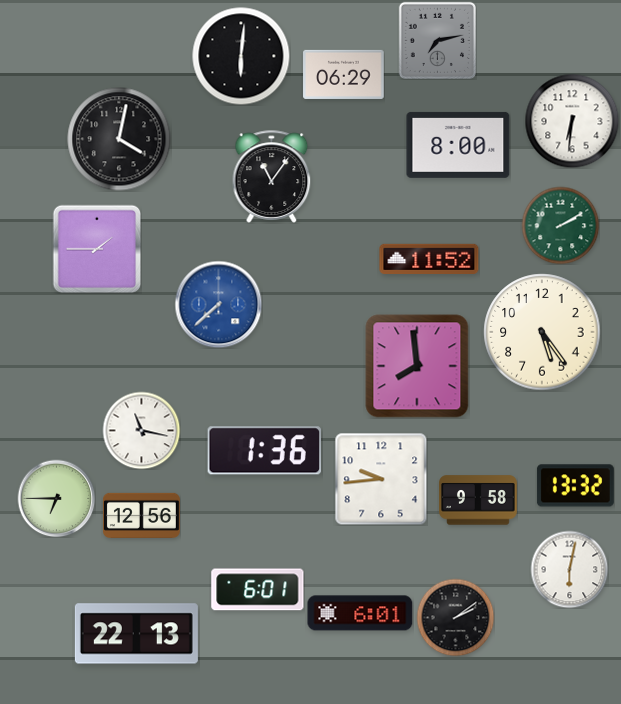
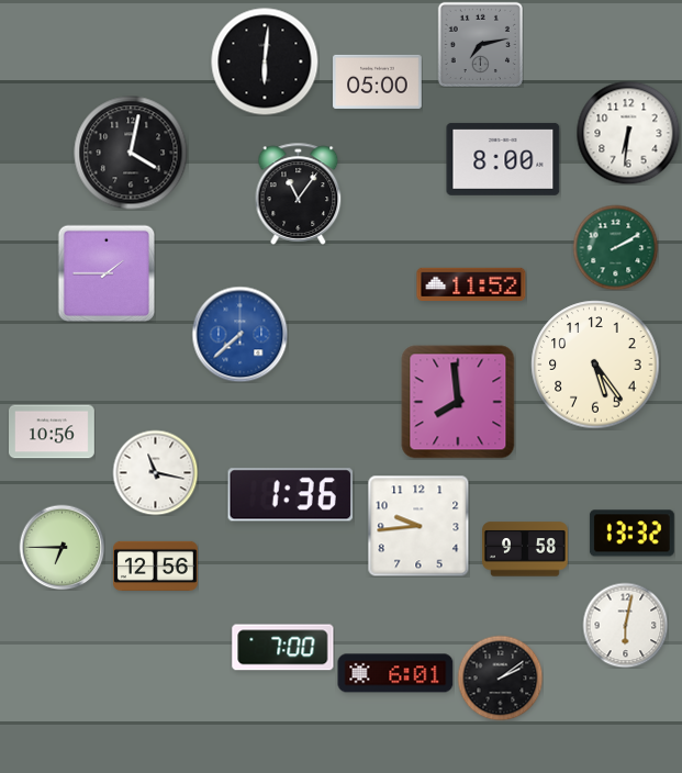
clock at (344, 74): 06:29 -> 05:00
clock at (53, 432): none -> 10:56
clock at (258, 590): 6:01 -> 7:00
clock at (136, 634): 22:13 -> none
